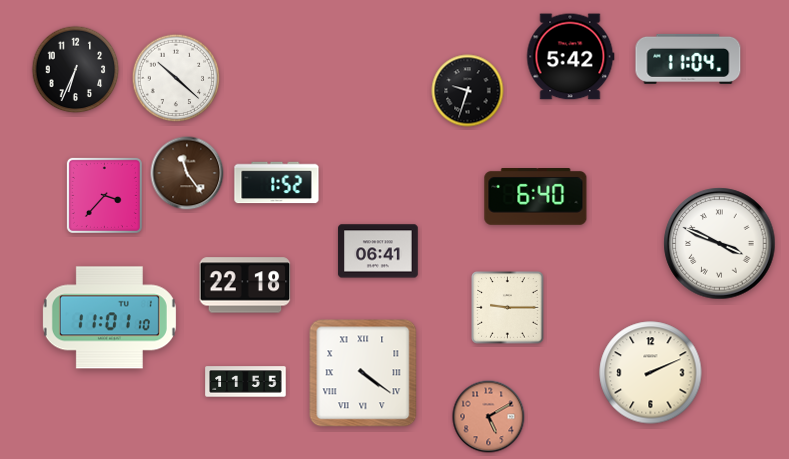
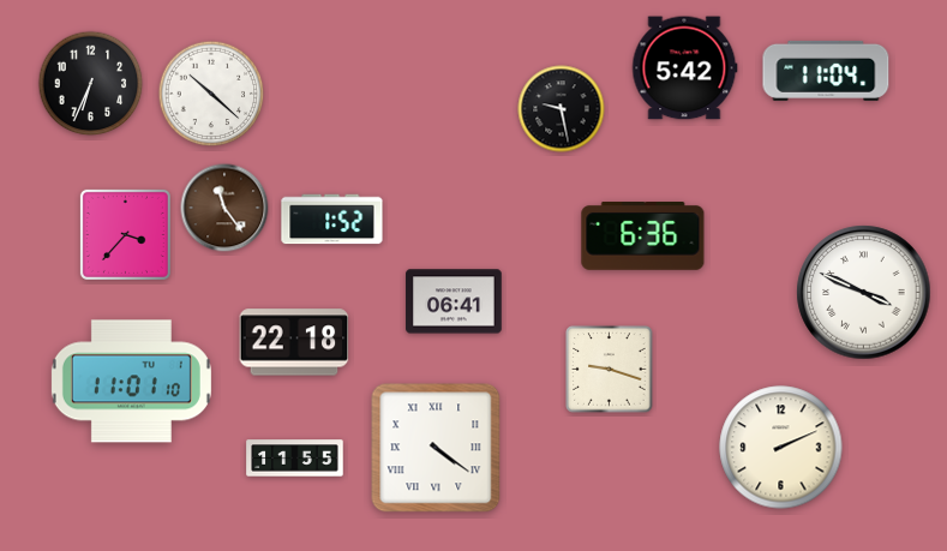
clock at (468, 91): 9:33 -> 9:28
clock at (536, 197): 6:40 -> 6:36
clock at (508, 308): 9:15 -> 9:18
clock at (489, 417): 5:10 -> none
